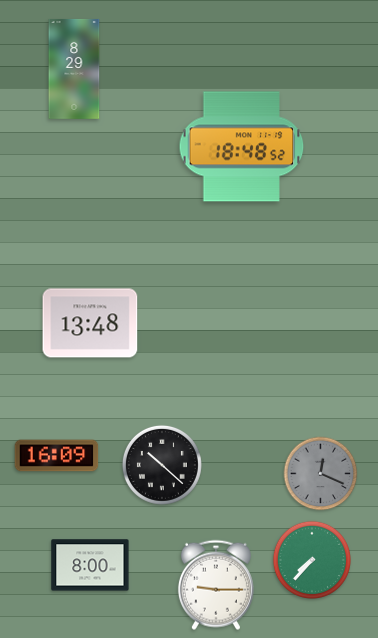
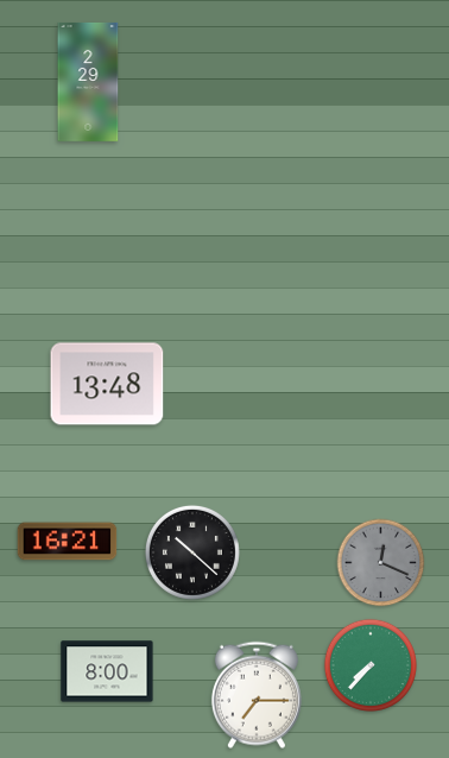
clock at (74, 69): 8:29 -> 2:29
clock at (242, 147): 18:48 -> none
clock at (57, 456): 16:09 -> 16:21
clock at (216, 585): 9:15 -> 7:15
